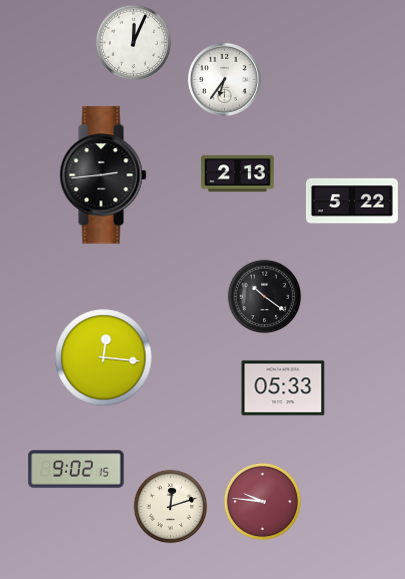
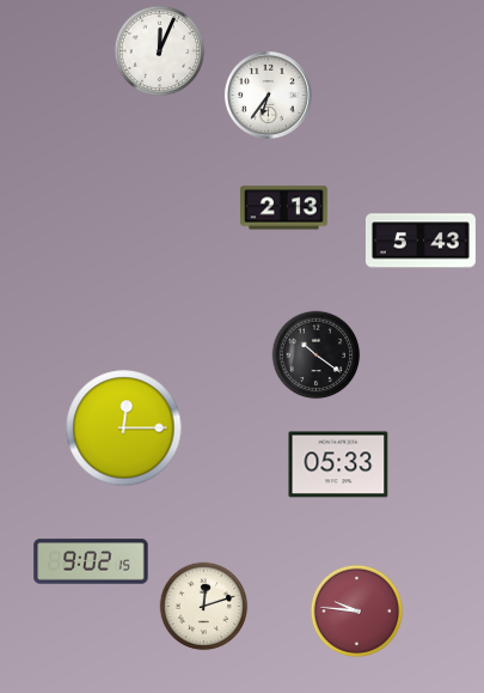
clock at (103, 175): 2:44 -> none
clock at (352, 201): 5:22 -> 5:43
clock at (104, 358): 12:16 -> 12:15
clock at (262, 501) position: (262, 501) -> (356, 610)
